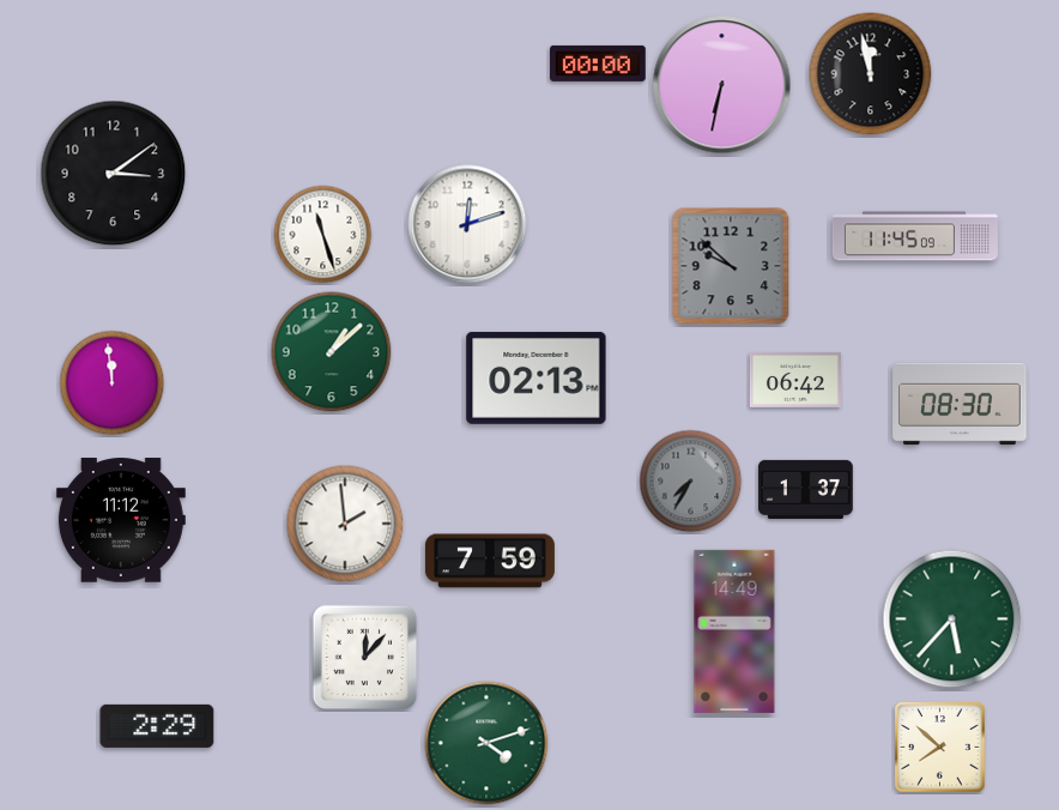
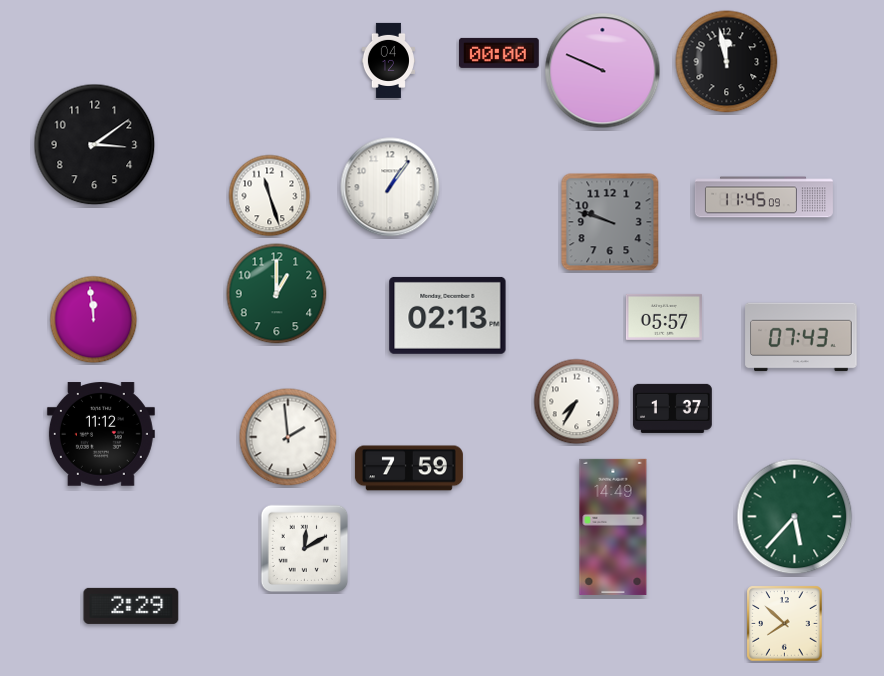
clock at (388, 60): none -> 04:12
clock at (722, 85): 6:32 -> 9:49
clock at (467, 224): 12:12 -> 1:06
clock at (731, 266): 9:52 -> 9:48
clock at (332, 352): 1:08 -> 1:00
clock at (795, 380): 06:42 -> 05:57
clock at (960, 404): 08:30 -> 07:43
clock at (691, 482) dial: grey -> white
clock at (365, 658): 12:07 -> 12:10
clock at (486, 743): 4:12 -> none
